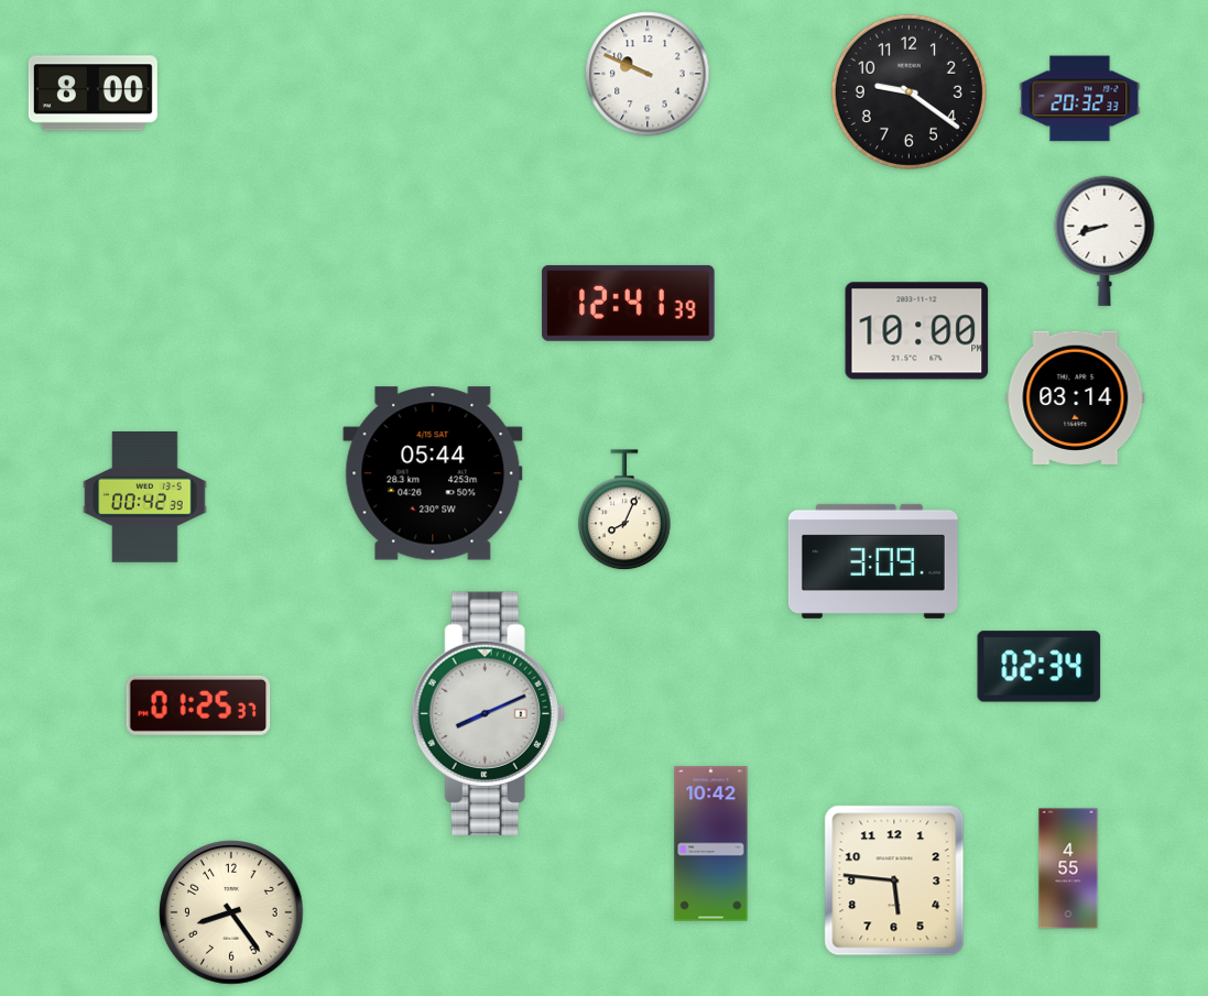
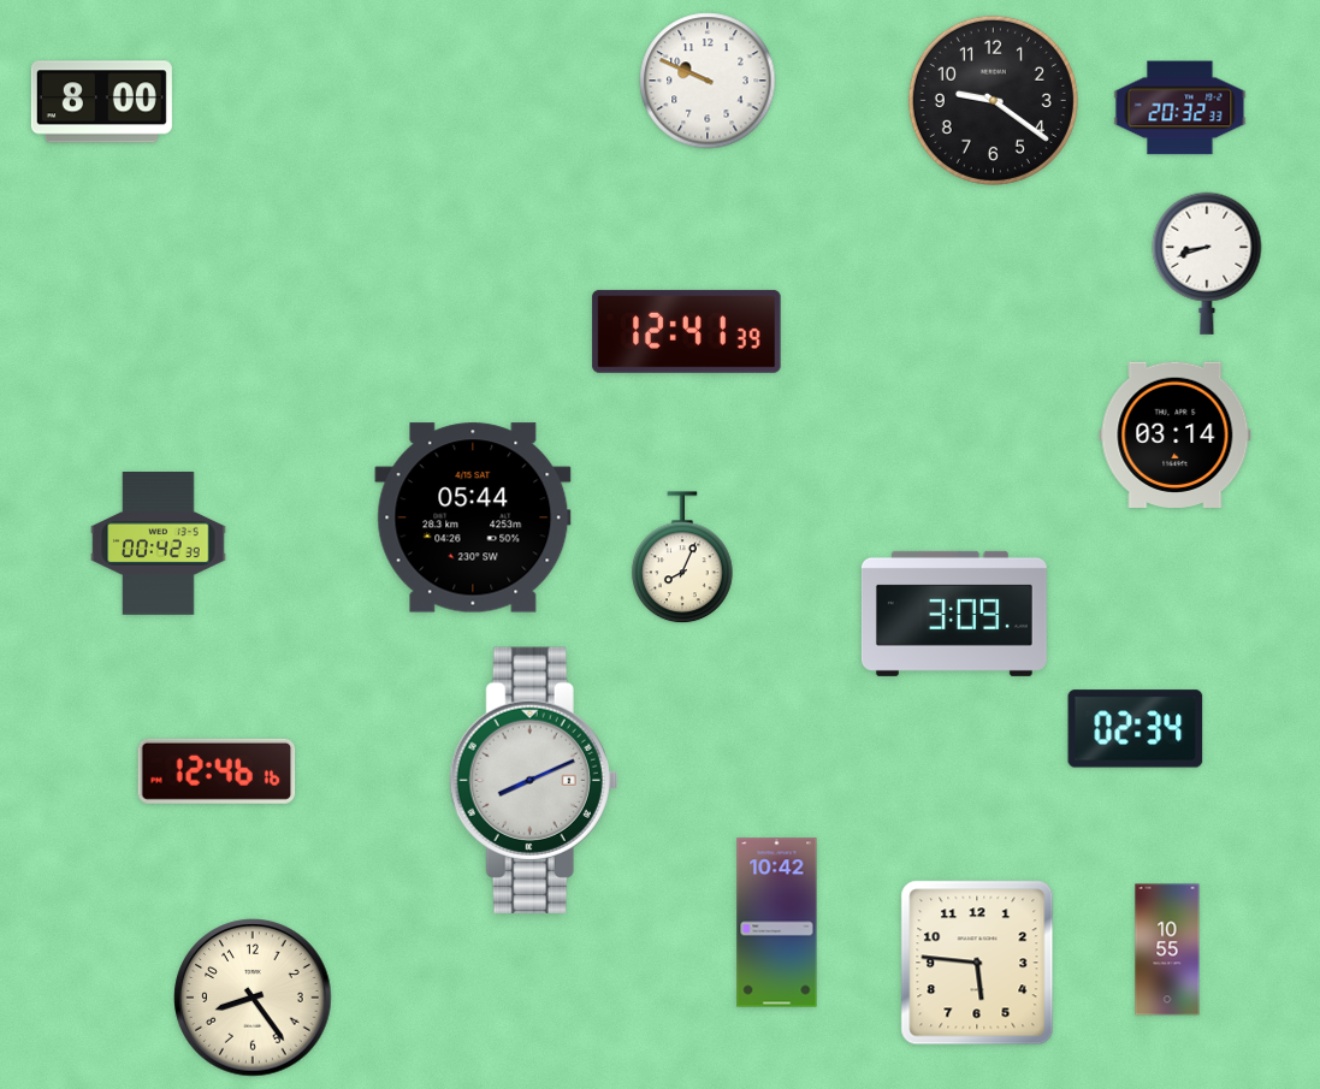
clock at (917, 331): 10:00 -> none
clock at (198, 705): 01:25 -> 12:46
clock at (1068, 868): 4:55 -> 10:55
